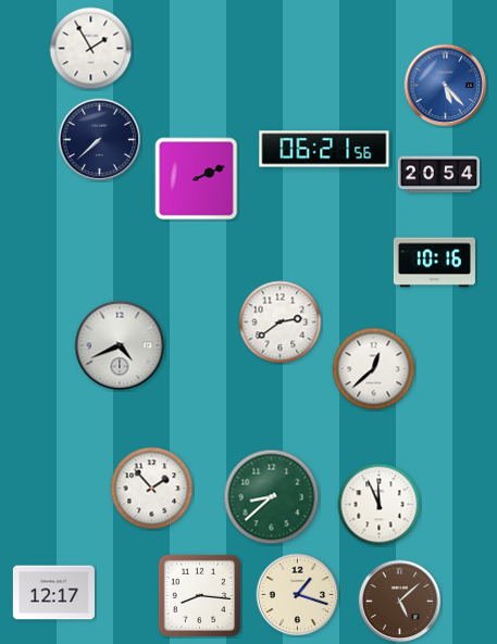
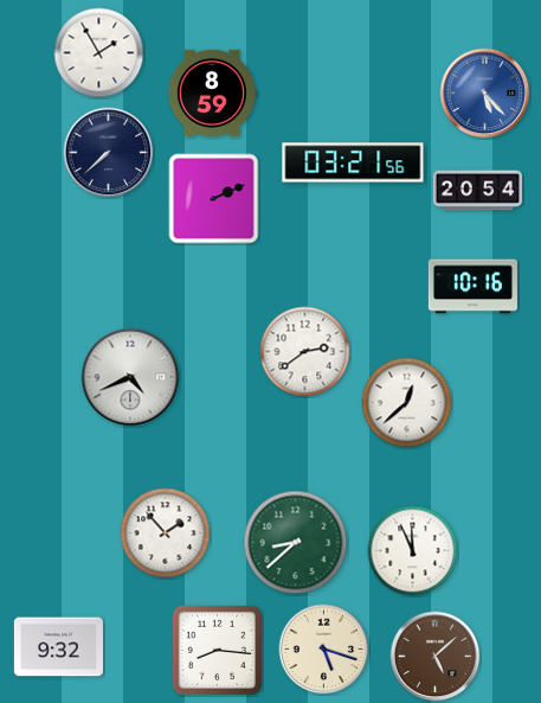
clock at (212, 92): none -> 8:59
clock at (324, 149): 06:21 -> 03:21
clock at (197, 179) position: (197, 179) -> (214, 199)
clock at (53, 593): 12:17 -> 9:32
clock at (298, 595): 1:18 -> 5:18
